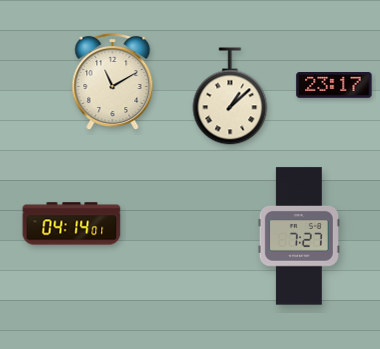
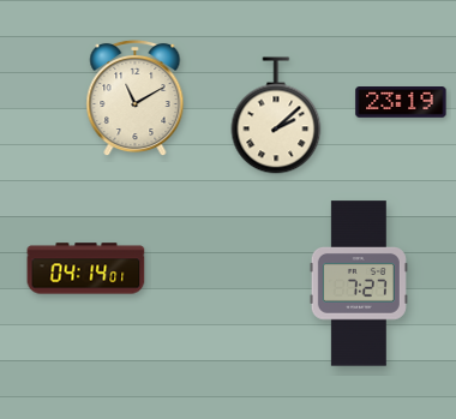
clock at (334, 86): 23:17 -> 23:19
clock at (230, 96): 1:08 -> 2:08
